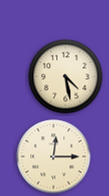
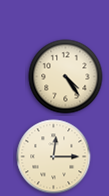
clock at (66, 77): 4:28 -> 4:24
